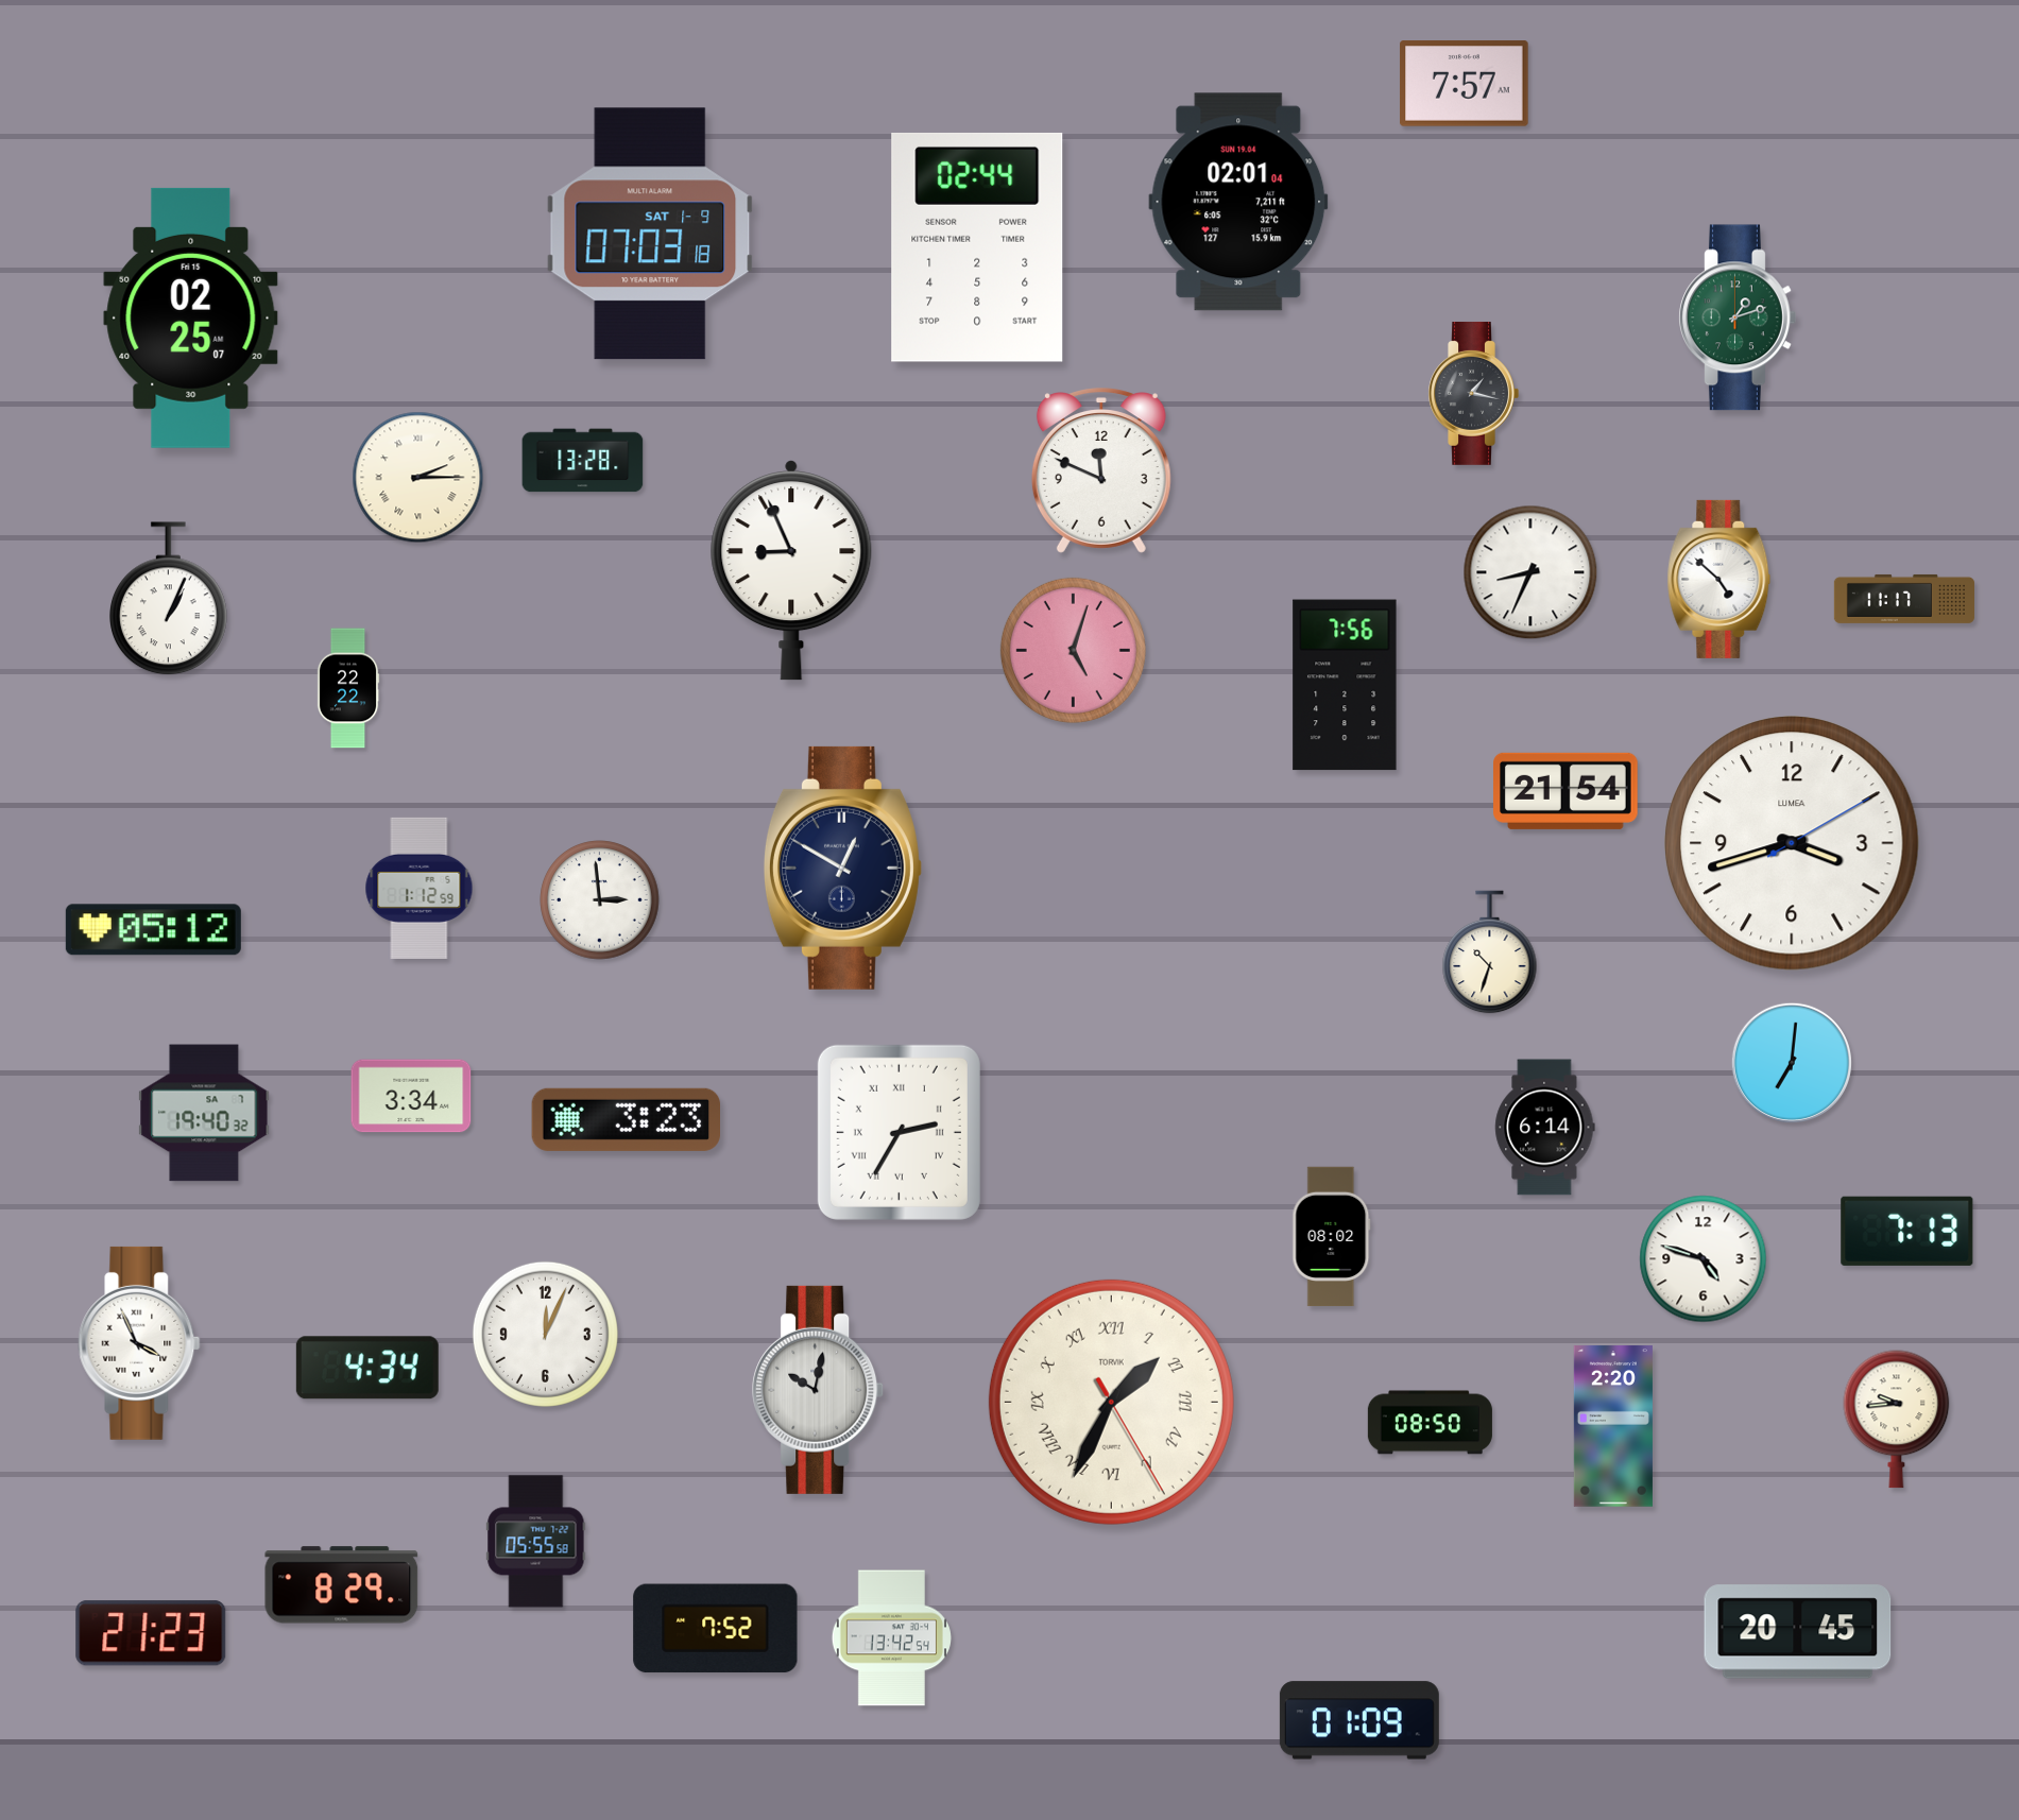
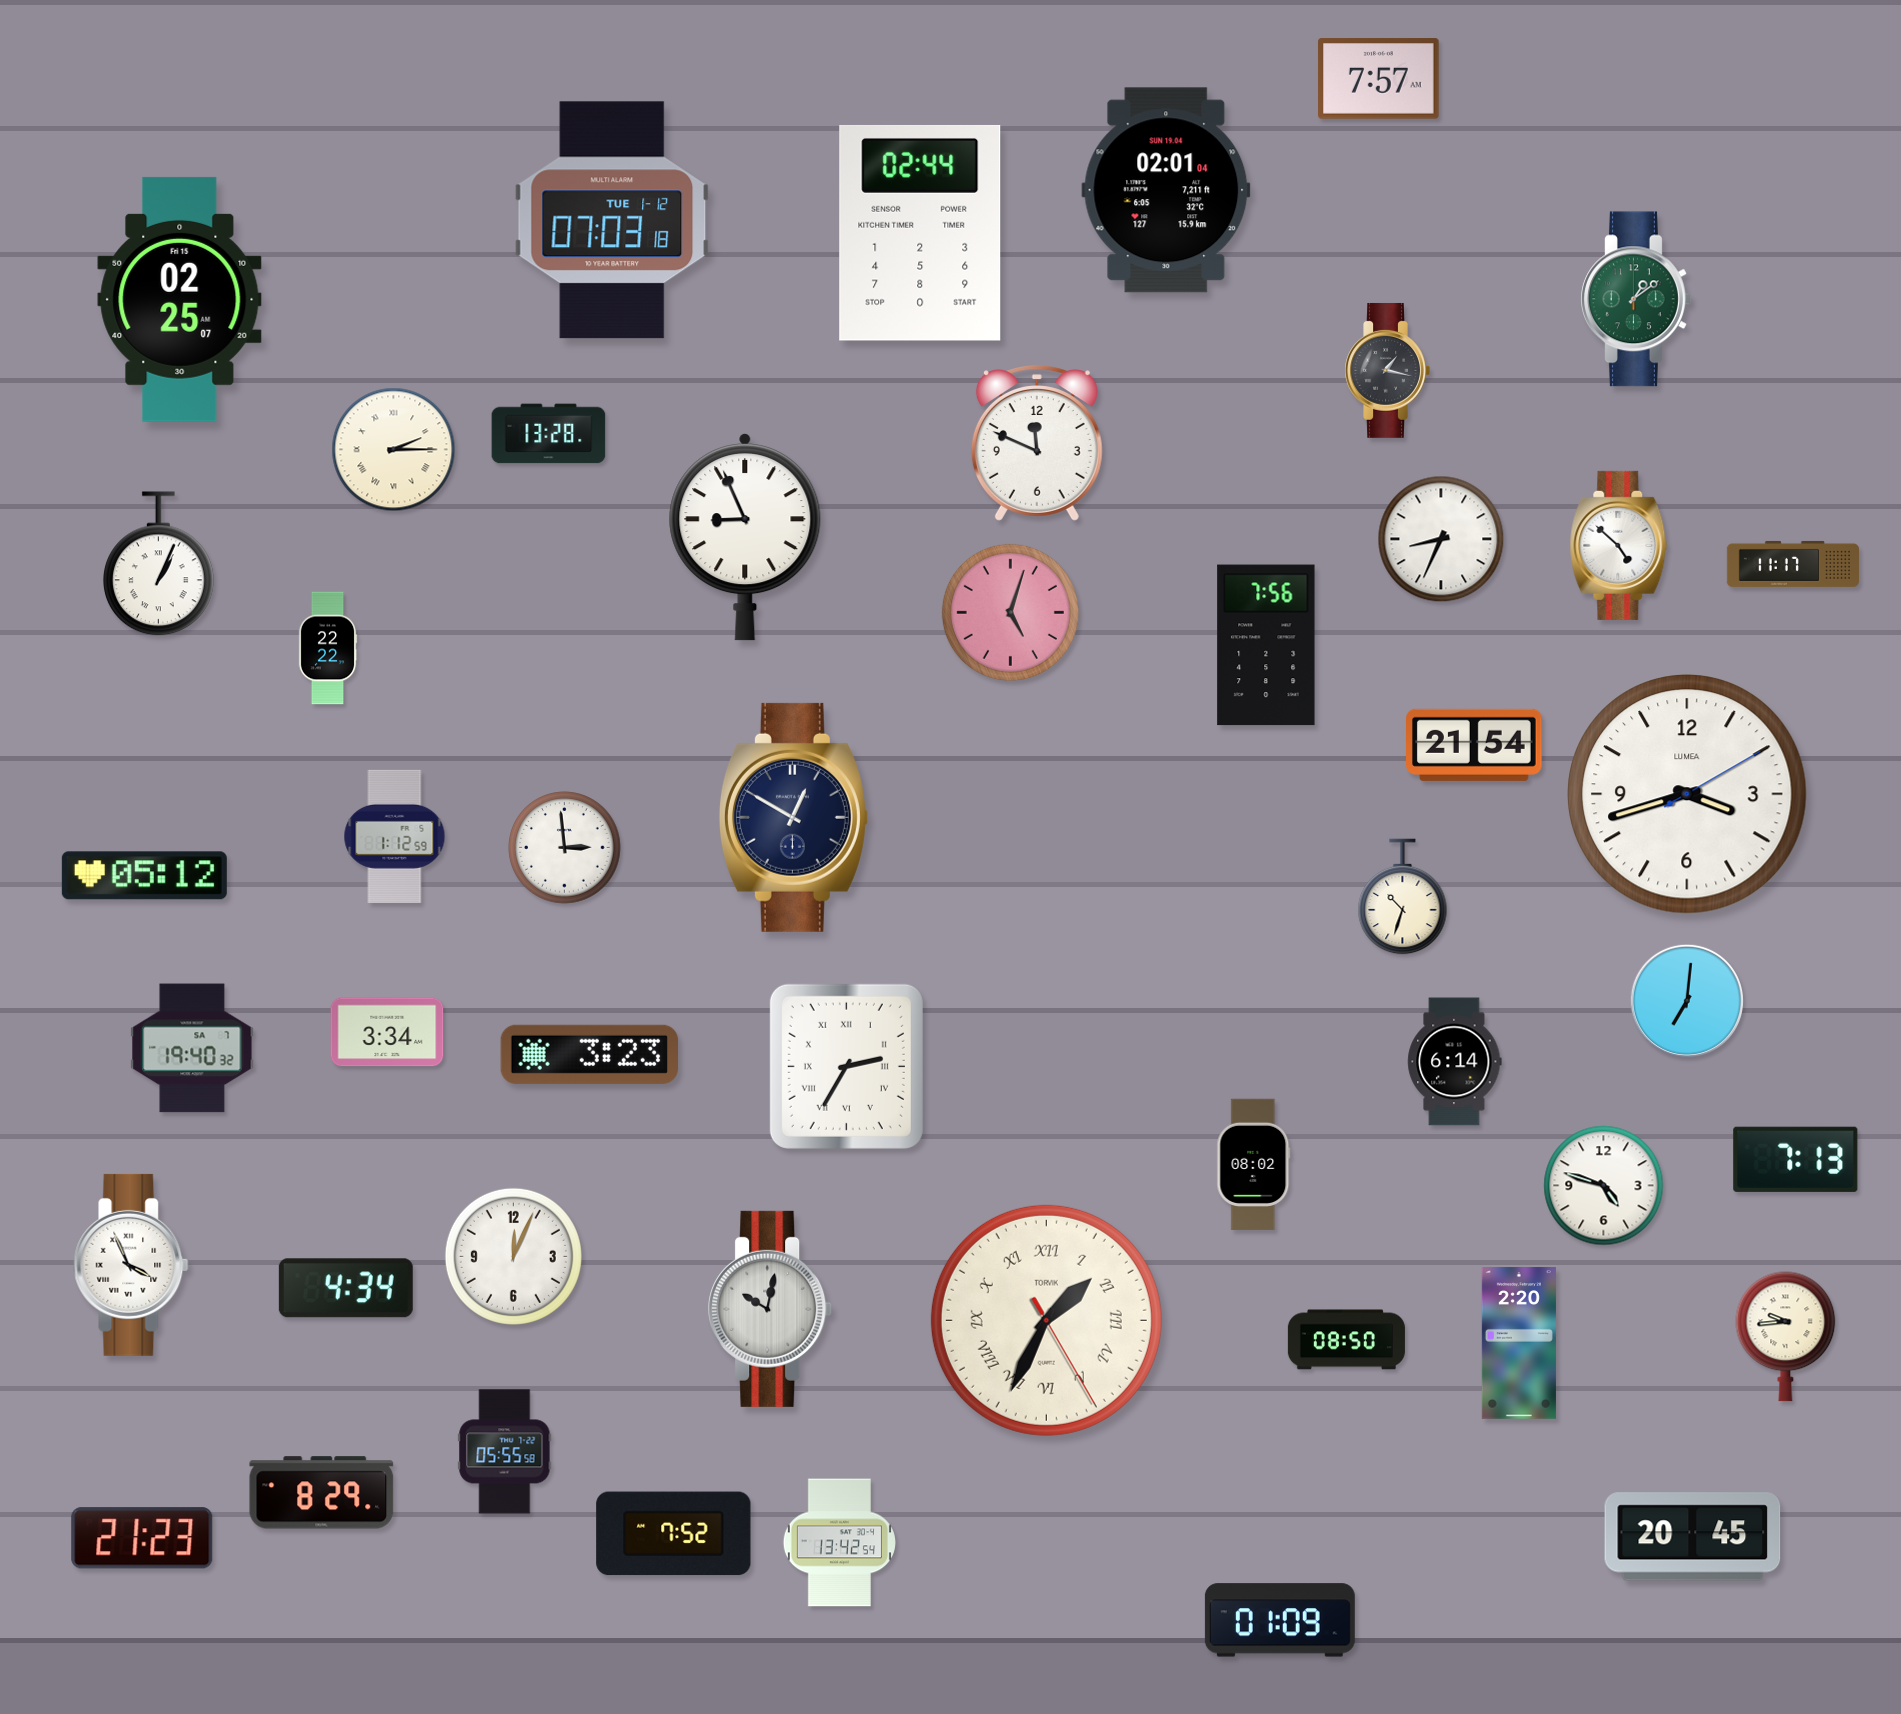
clock at (650, 234) date: SAT 1-9 -> TUE 1-12
clock at (1738, 317): 1:12 -> 1:09
